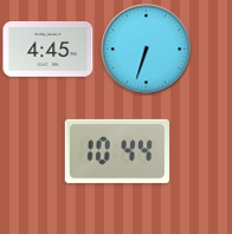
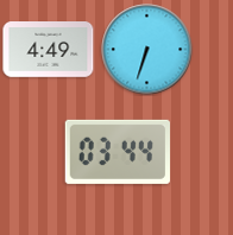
clock at (49, 50): 4:45 -> 4:49
clock at (116, 151): 10:44 -> 03:44
